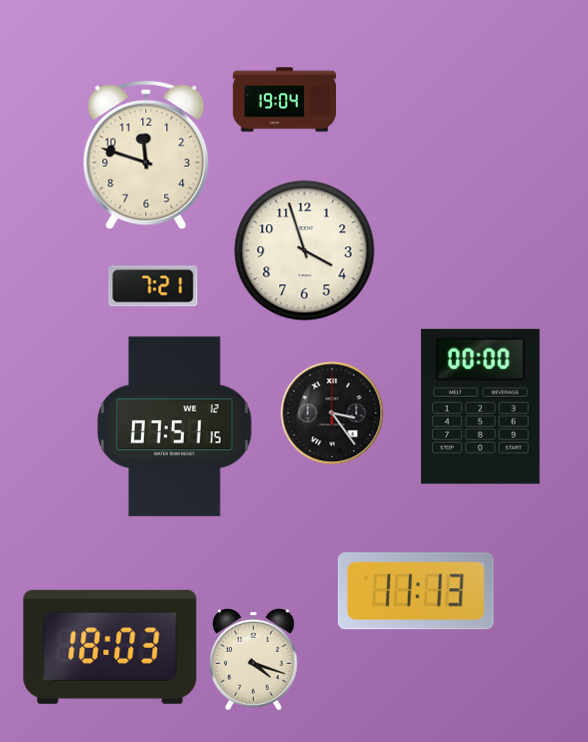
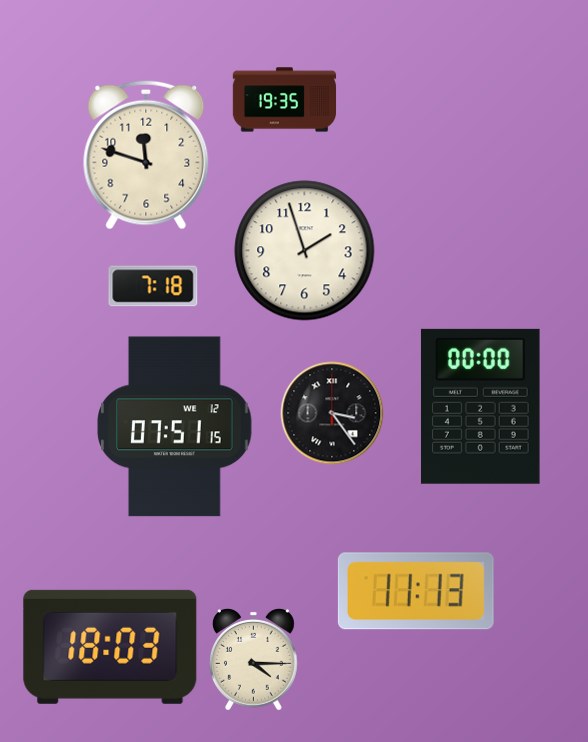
clock at (285, 100): 19:04 -> 19:35
clock at (305, 251): 3:57 -> 1:57
clock at (153, 286): 7:21 -> 7:18
clock at (253, 659): 4:18 -> 4:15
